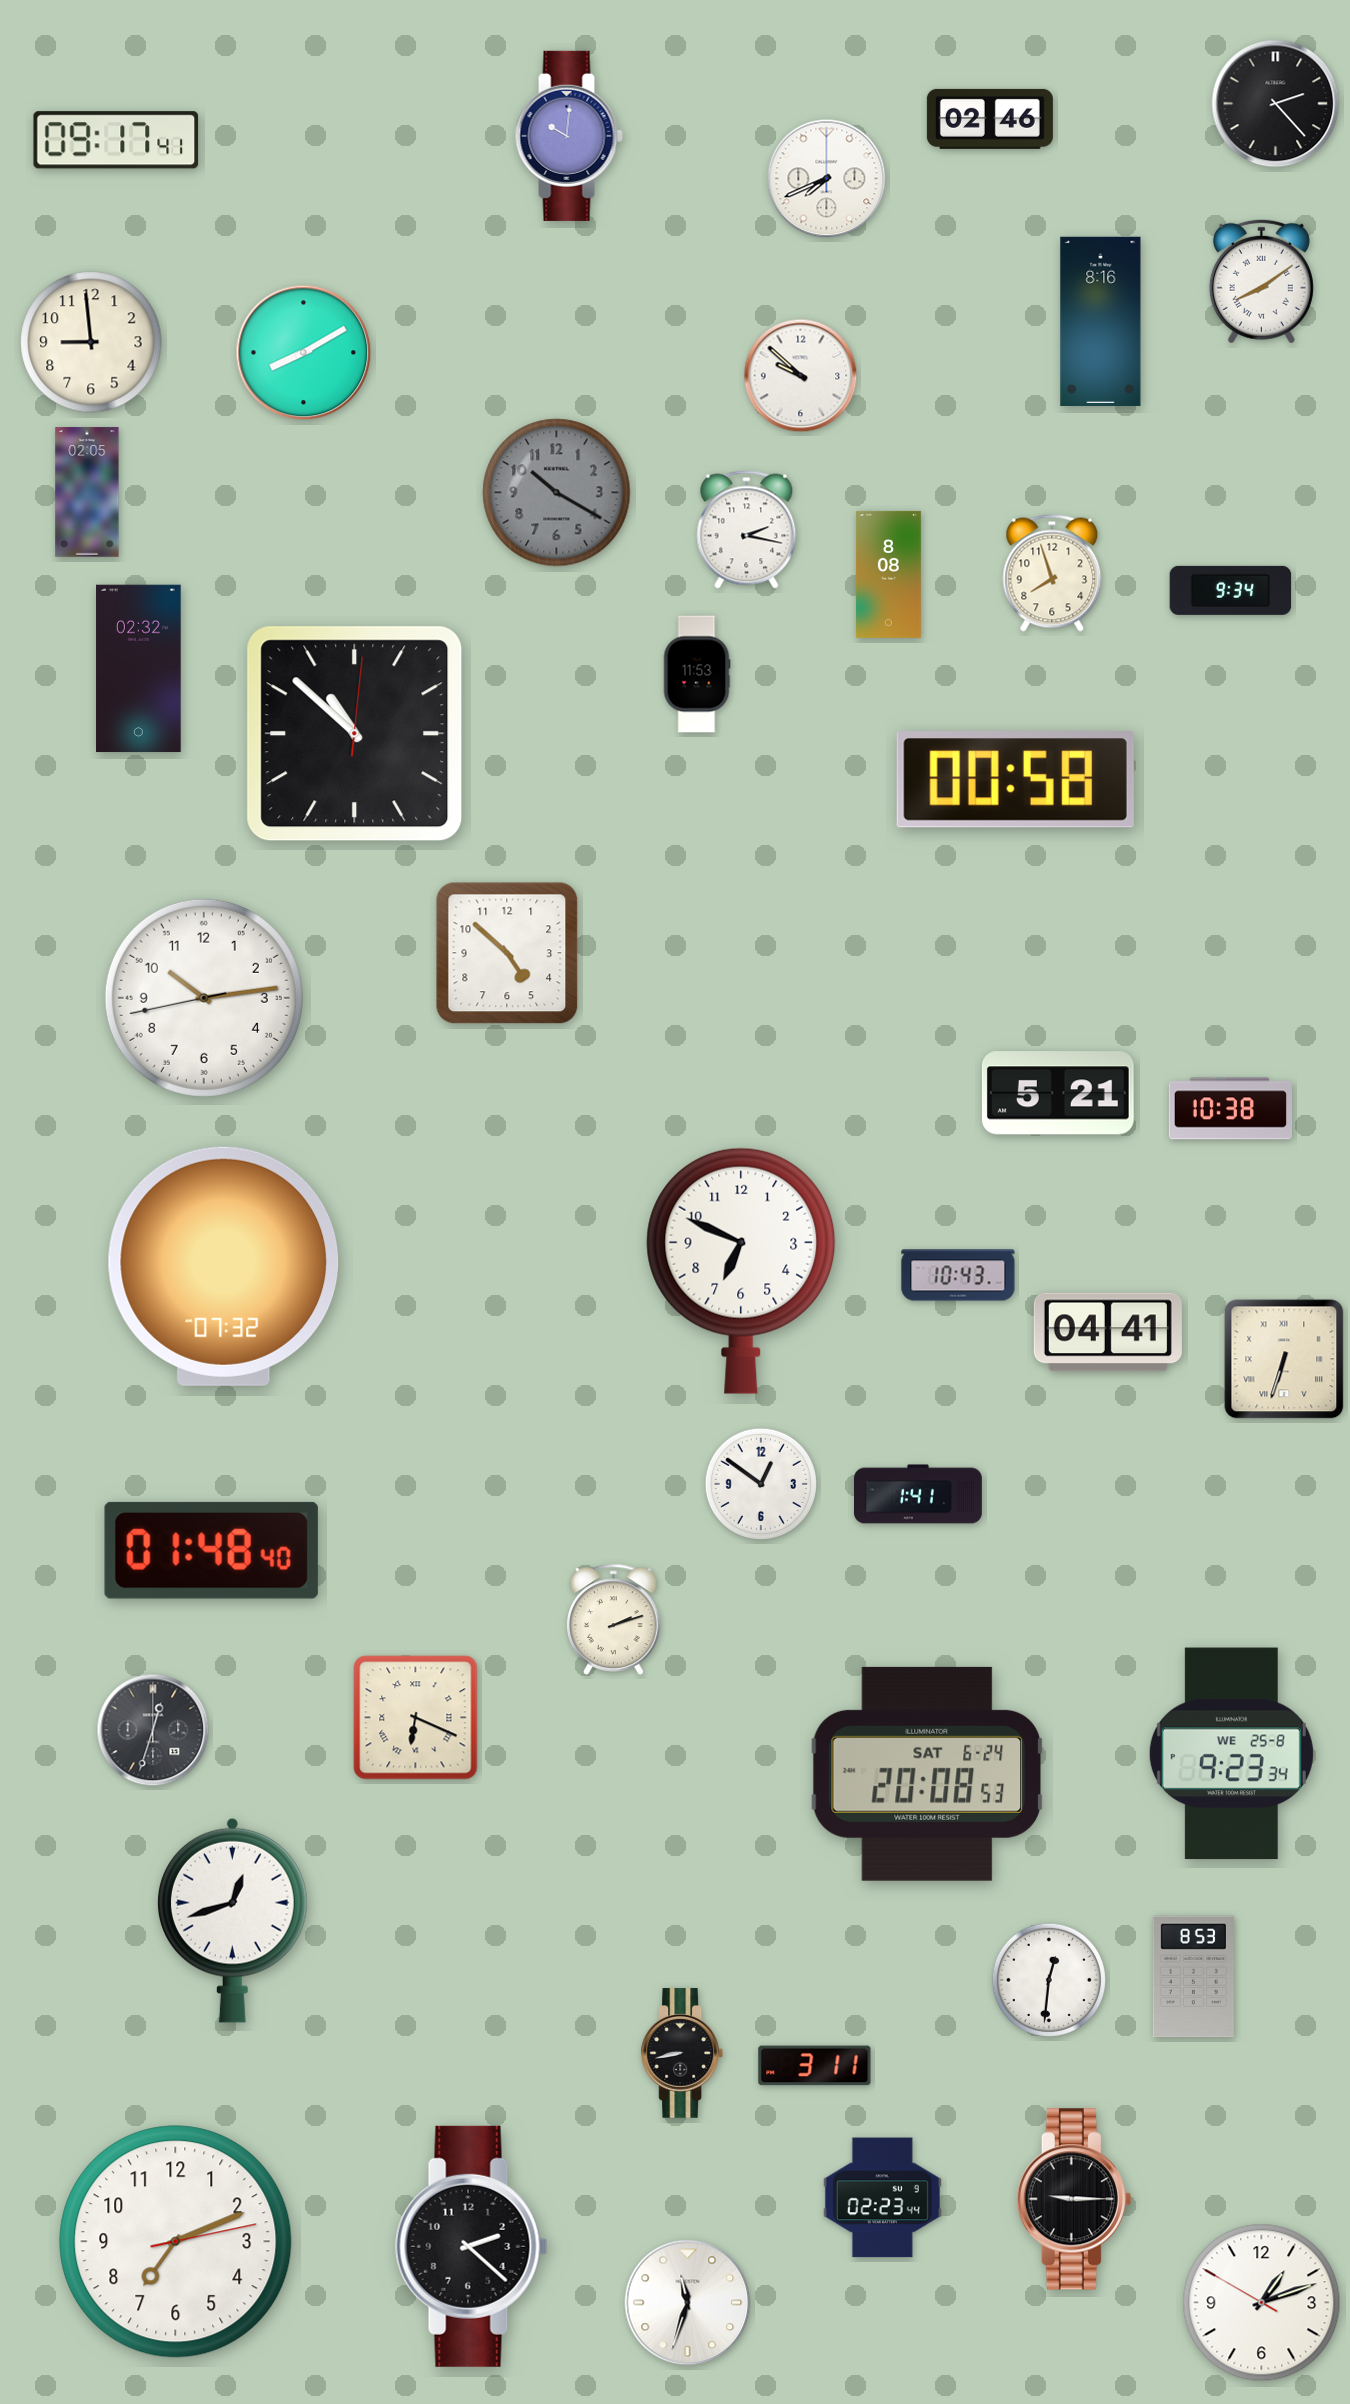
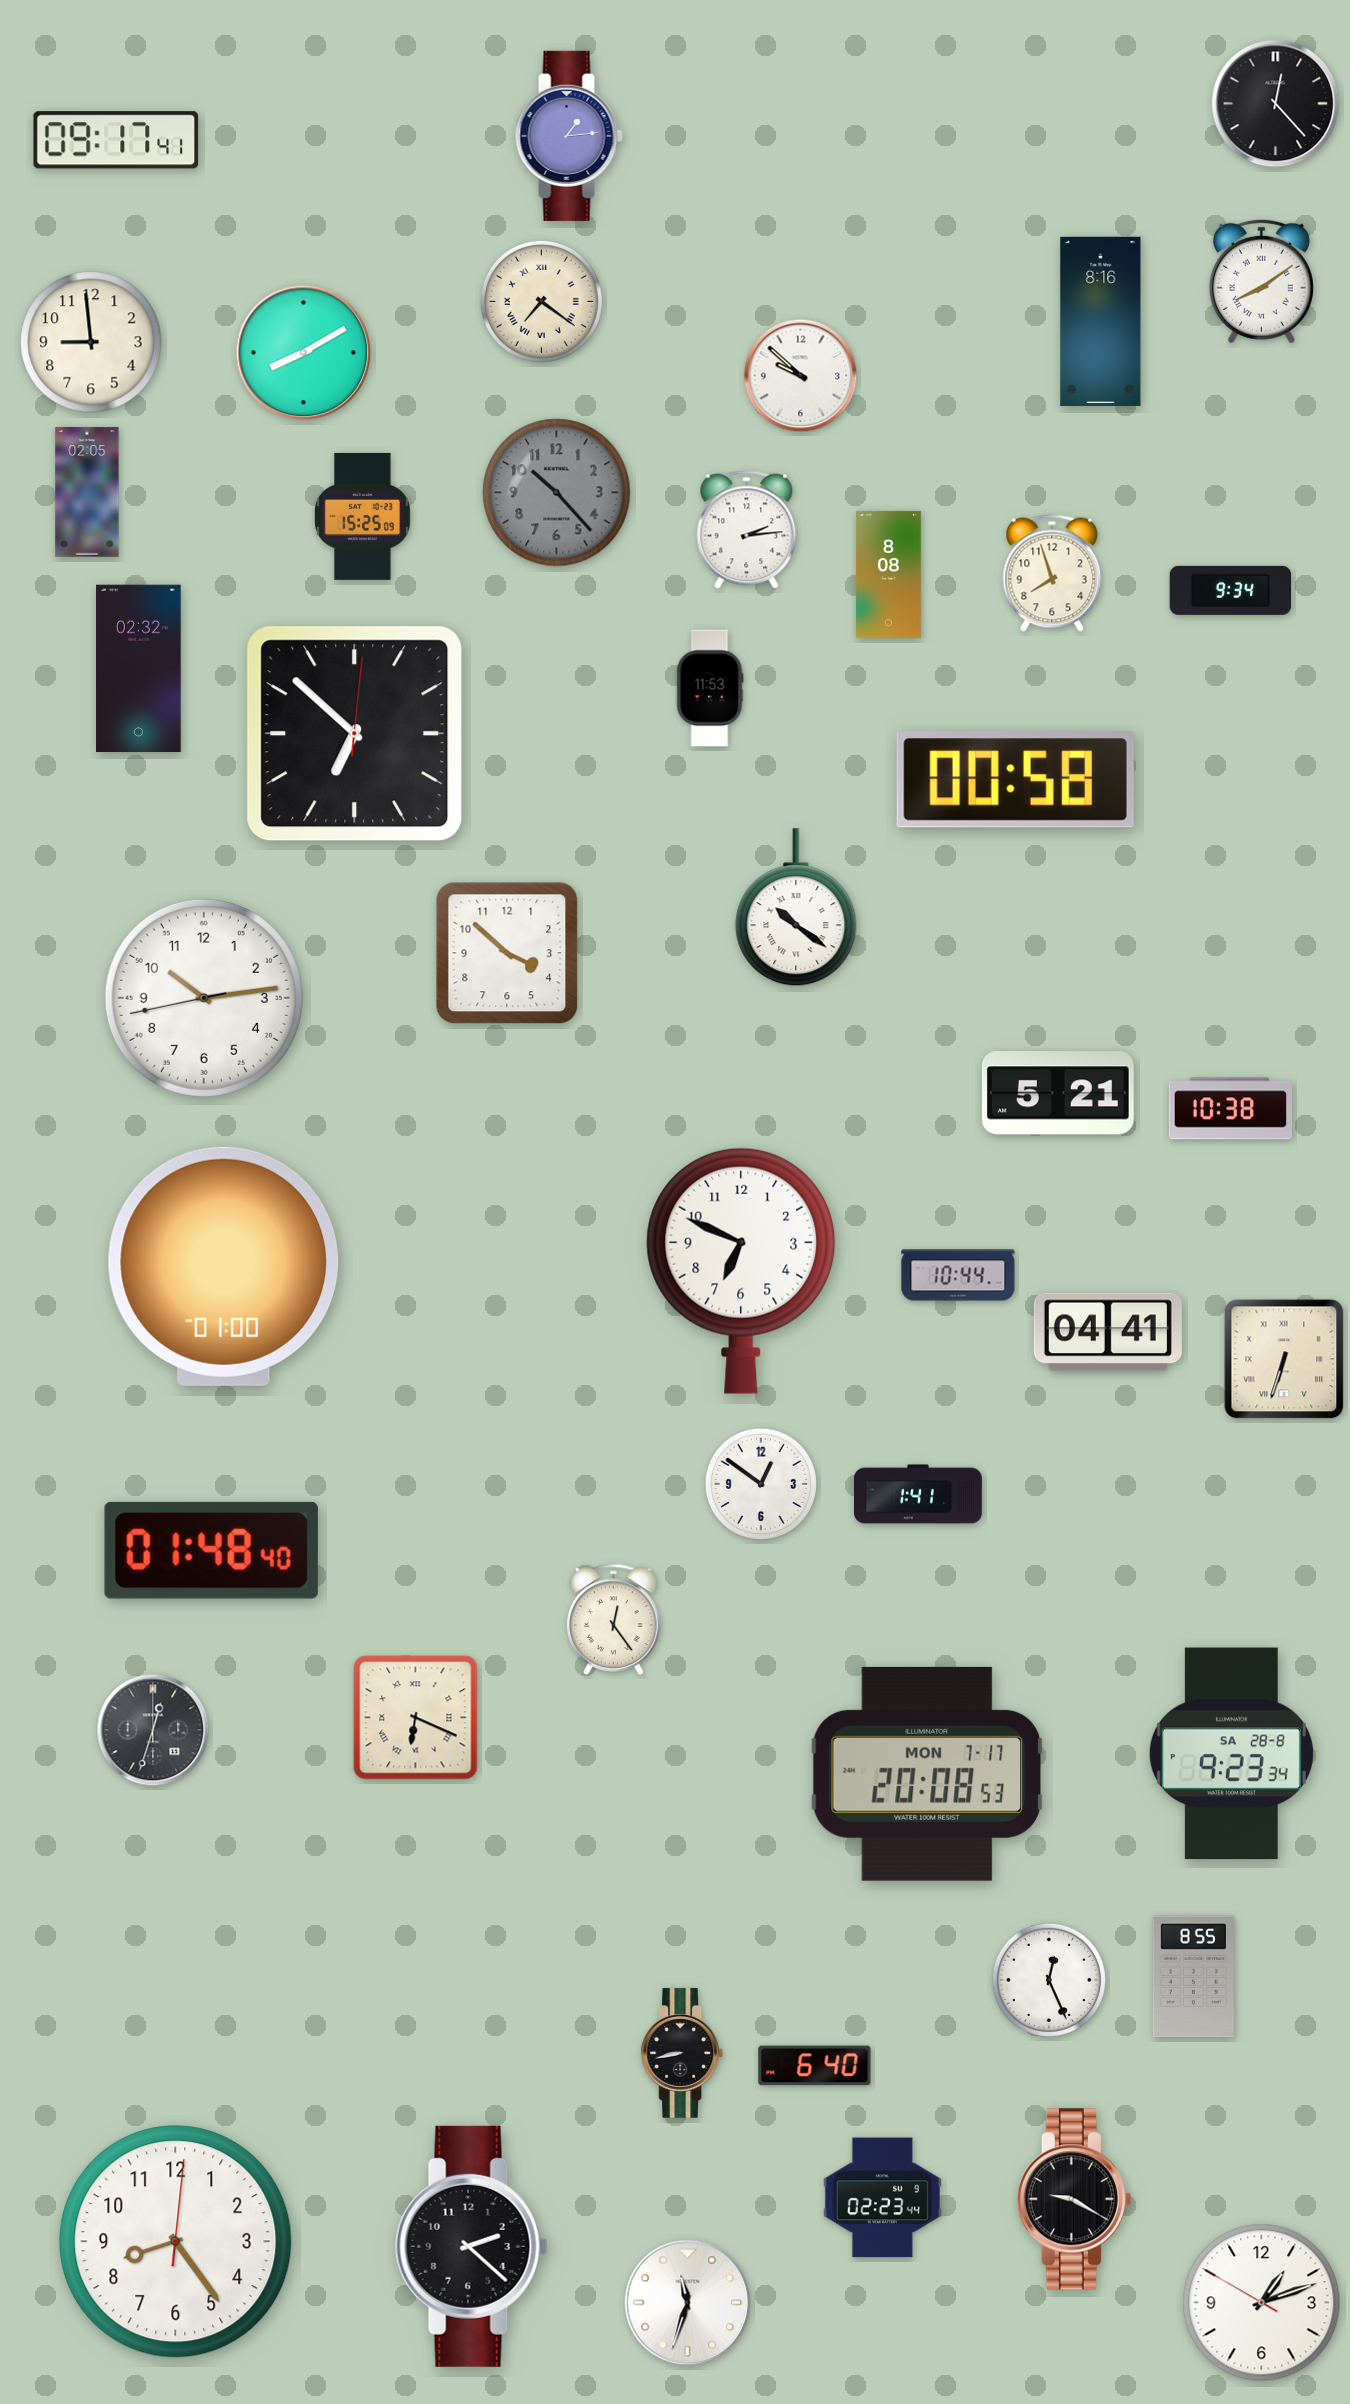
clock at (1276, 104): 2:23 -> 12:23
clock at (990, 119): 02:46 -> none
clock at (569, 136): 10:01 -> 1:14
clock at (827, 179): 7:41 -> none
clock at (541, 301): none -> 7:21
clock at (557, 493): 10:20 -> 10:23
clock at (363, 516): none -> 15:25
clock at (747, 530): 2:17 -> 2:14
clock at (697, 674) position: (697, 674) -> (710, 688)
clock at (355, 734): 10:52 -> 6:52
clock at (796, 908): none -> 10:21
clock at (507, 953): 4:52 -> 3:52
clock at (224, 1266): 07:32 -> 01:00
clock at (958, 1275): 10:43 -> 10:44
clock at (614, 1619): 2:12 -> 12:24
clock at (1231, 1754) date: WE 25-8 -> SA 28-8
clock at (927, 1774) date: SAT 6-24 -> MON 7-17
clock at (232, 1920): 12:42 -> none
clock at (1193, 1977): 8:53 -> 8:55
clock at (1049, 1980): 12:31 -> 12:26
clock at (815, 2066): 3:11 -> 6:40
clock at (1074, 2199): 9:15 -> 9:20
clock at (176, 2242): 7:11 -> 8:24
